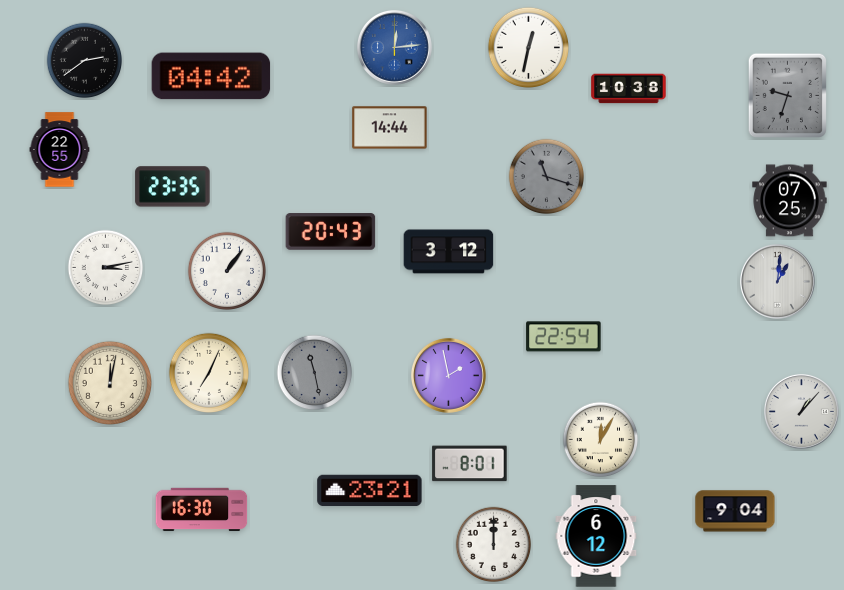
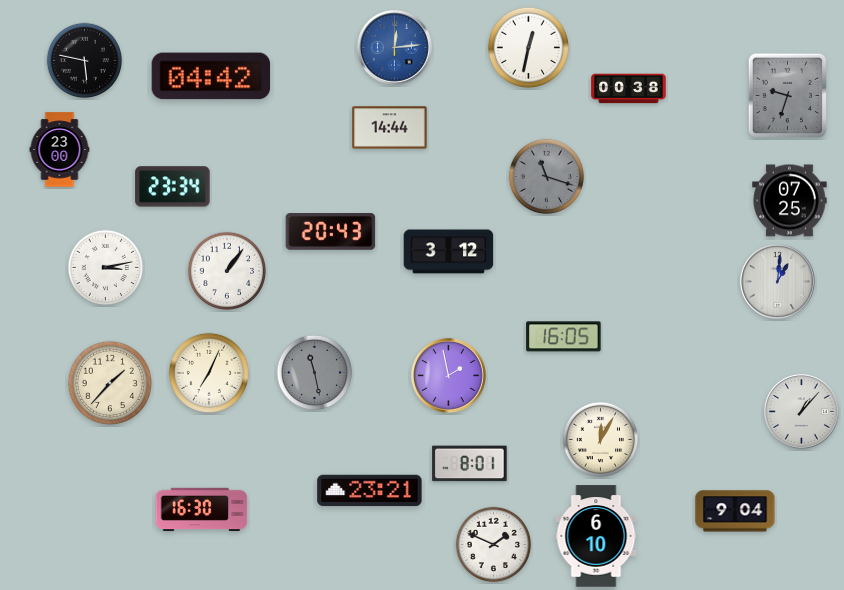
clock at (85, 61): 2:39 -> 5:47
clock at (629, 89): 10:38 -> 00:38
clock at (60, 150): 22:55 -> 23:00
clock at (173, 187): 23:35 -> 23:34
clock at (564, 337): 22:54 -> 16:05
clock at (110, 383): 12:02 -> 1:37
clock at (596, 536): 6:12 -> 6:10
clock at (494, 545): 12:00 -> 1:49
